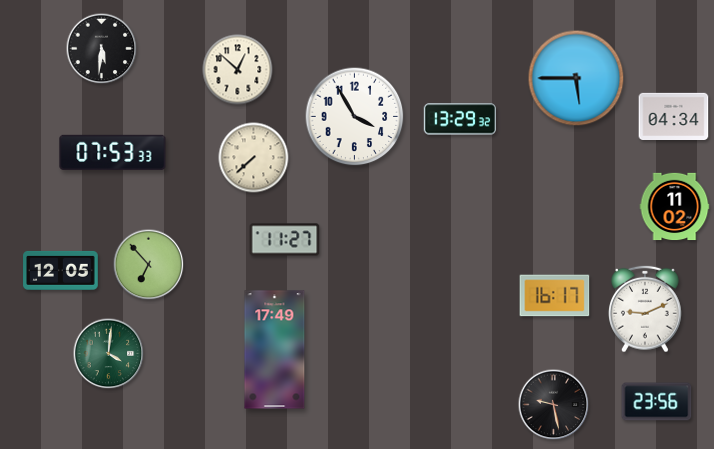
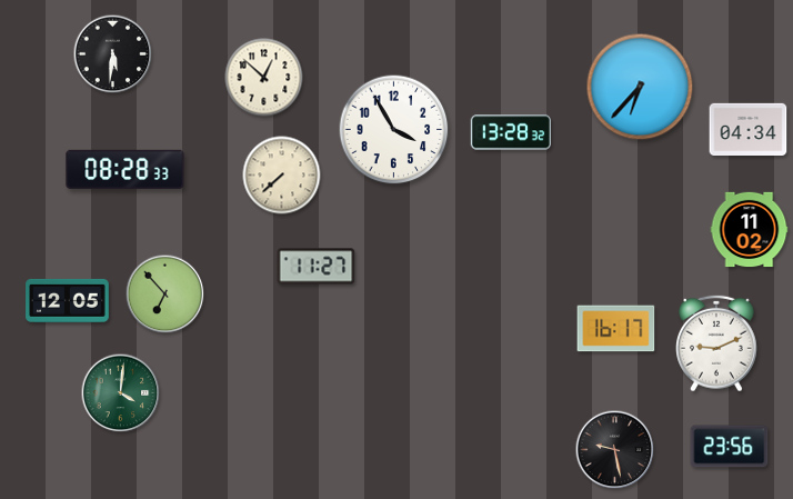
clock at (576, 78): 5:45 -> 6:37
clock at (459, 119): 13:29 -> 13:28
clock at (113, 152): 07:53 -> 08:28
clock at (275, 350): 17:49 -> none
